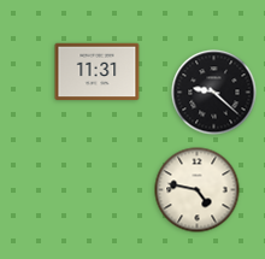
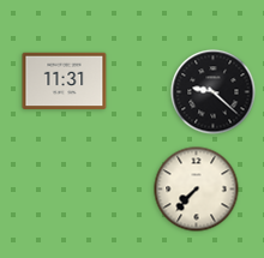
clock at (98, 72) position: (98, 72) -> (65, 82)
clock at (198, 190): 4:47 -> 7:37
